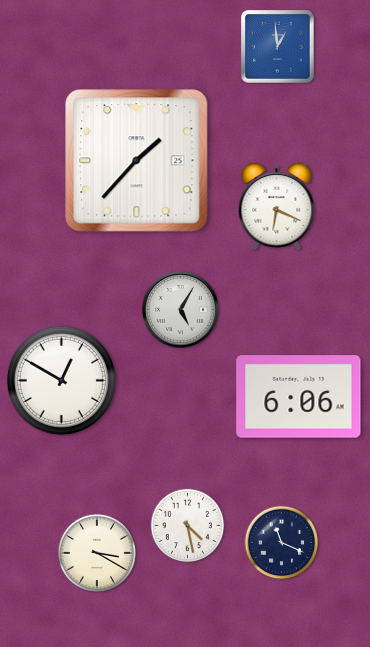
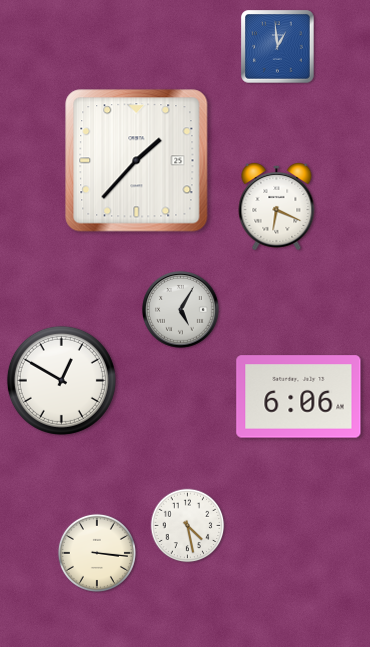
clock at (282, 543): 11:19 -> none
clock at (97, 553): 3:20 -> 3:16
